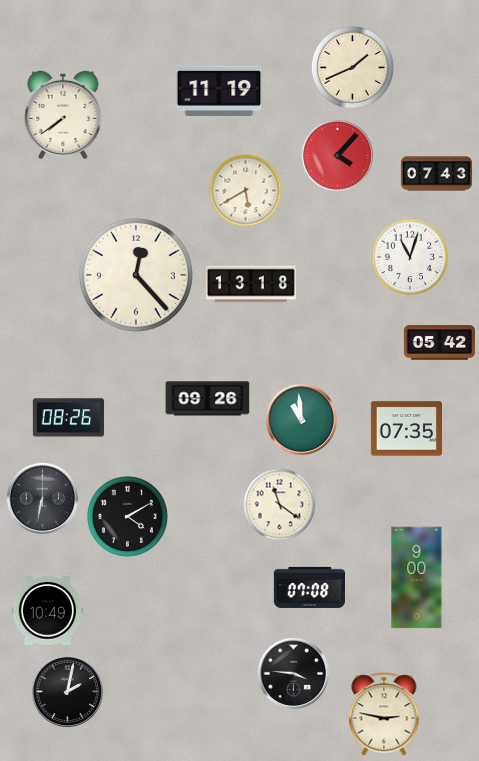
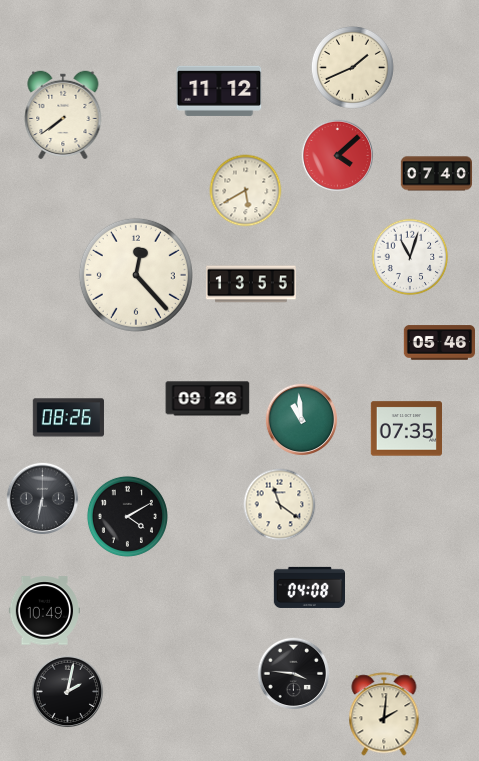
clock at (219, 91): 11:19 -> 11:12
clock at (338, 156): 4:07 -> 4:08
clock at (436, 174): 07:43 -> 07:40
clock at (251, 284): 13:18 -> 13:55
clock at (439, 343): 05:42 -> 05:46
clock at (417, 578): 9:00 -> none
clock at (309, 587): 07:08 -> 04:08
clock at (47, 611) position: (47, 611) -> (44, 611)
clock at (384, 714): 2:47 -> 2:01
